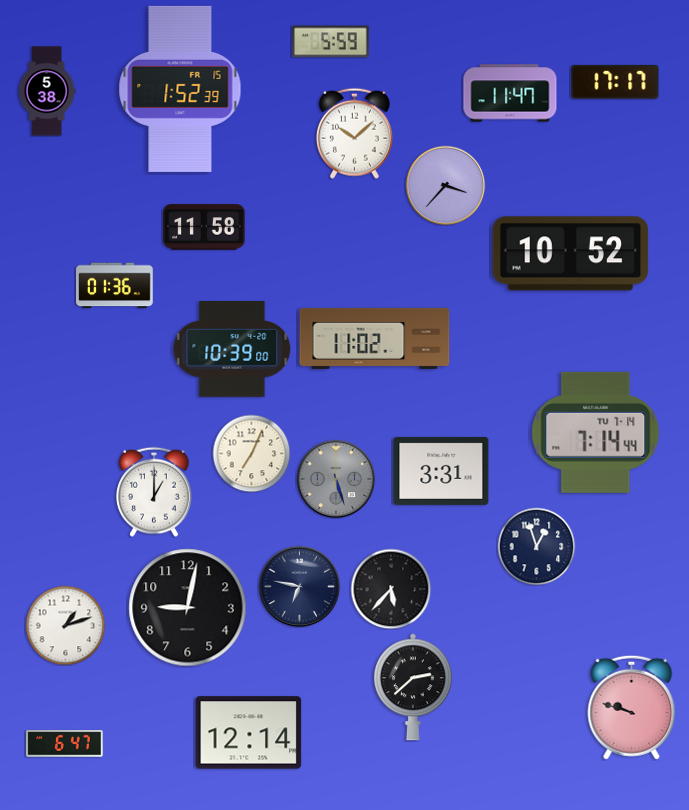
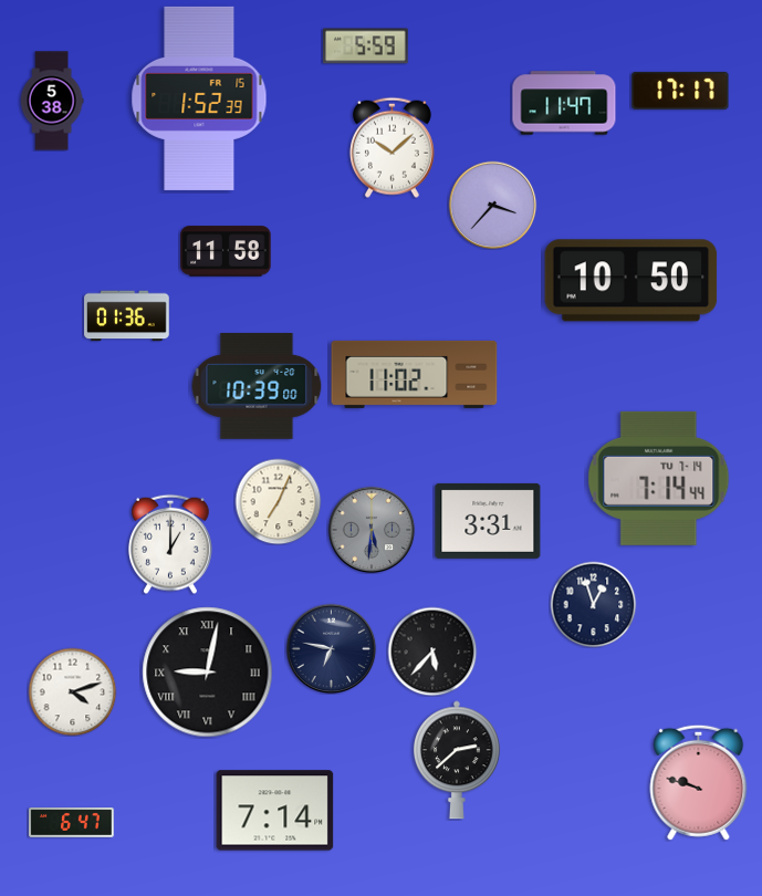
clock at (571, 254): 10:52 -> 10:50
clock at (336, 479): 5:27 -> 5:31
clock at (188, 608) numerals: Arabic -> Roman
clock at (65, 625): 1:12 -> 4:12
clock at (249, 733): 12:14 -> 7:14
